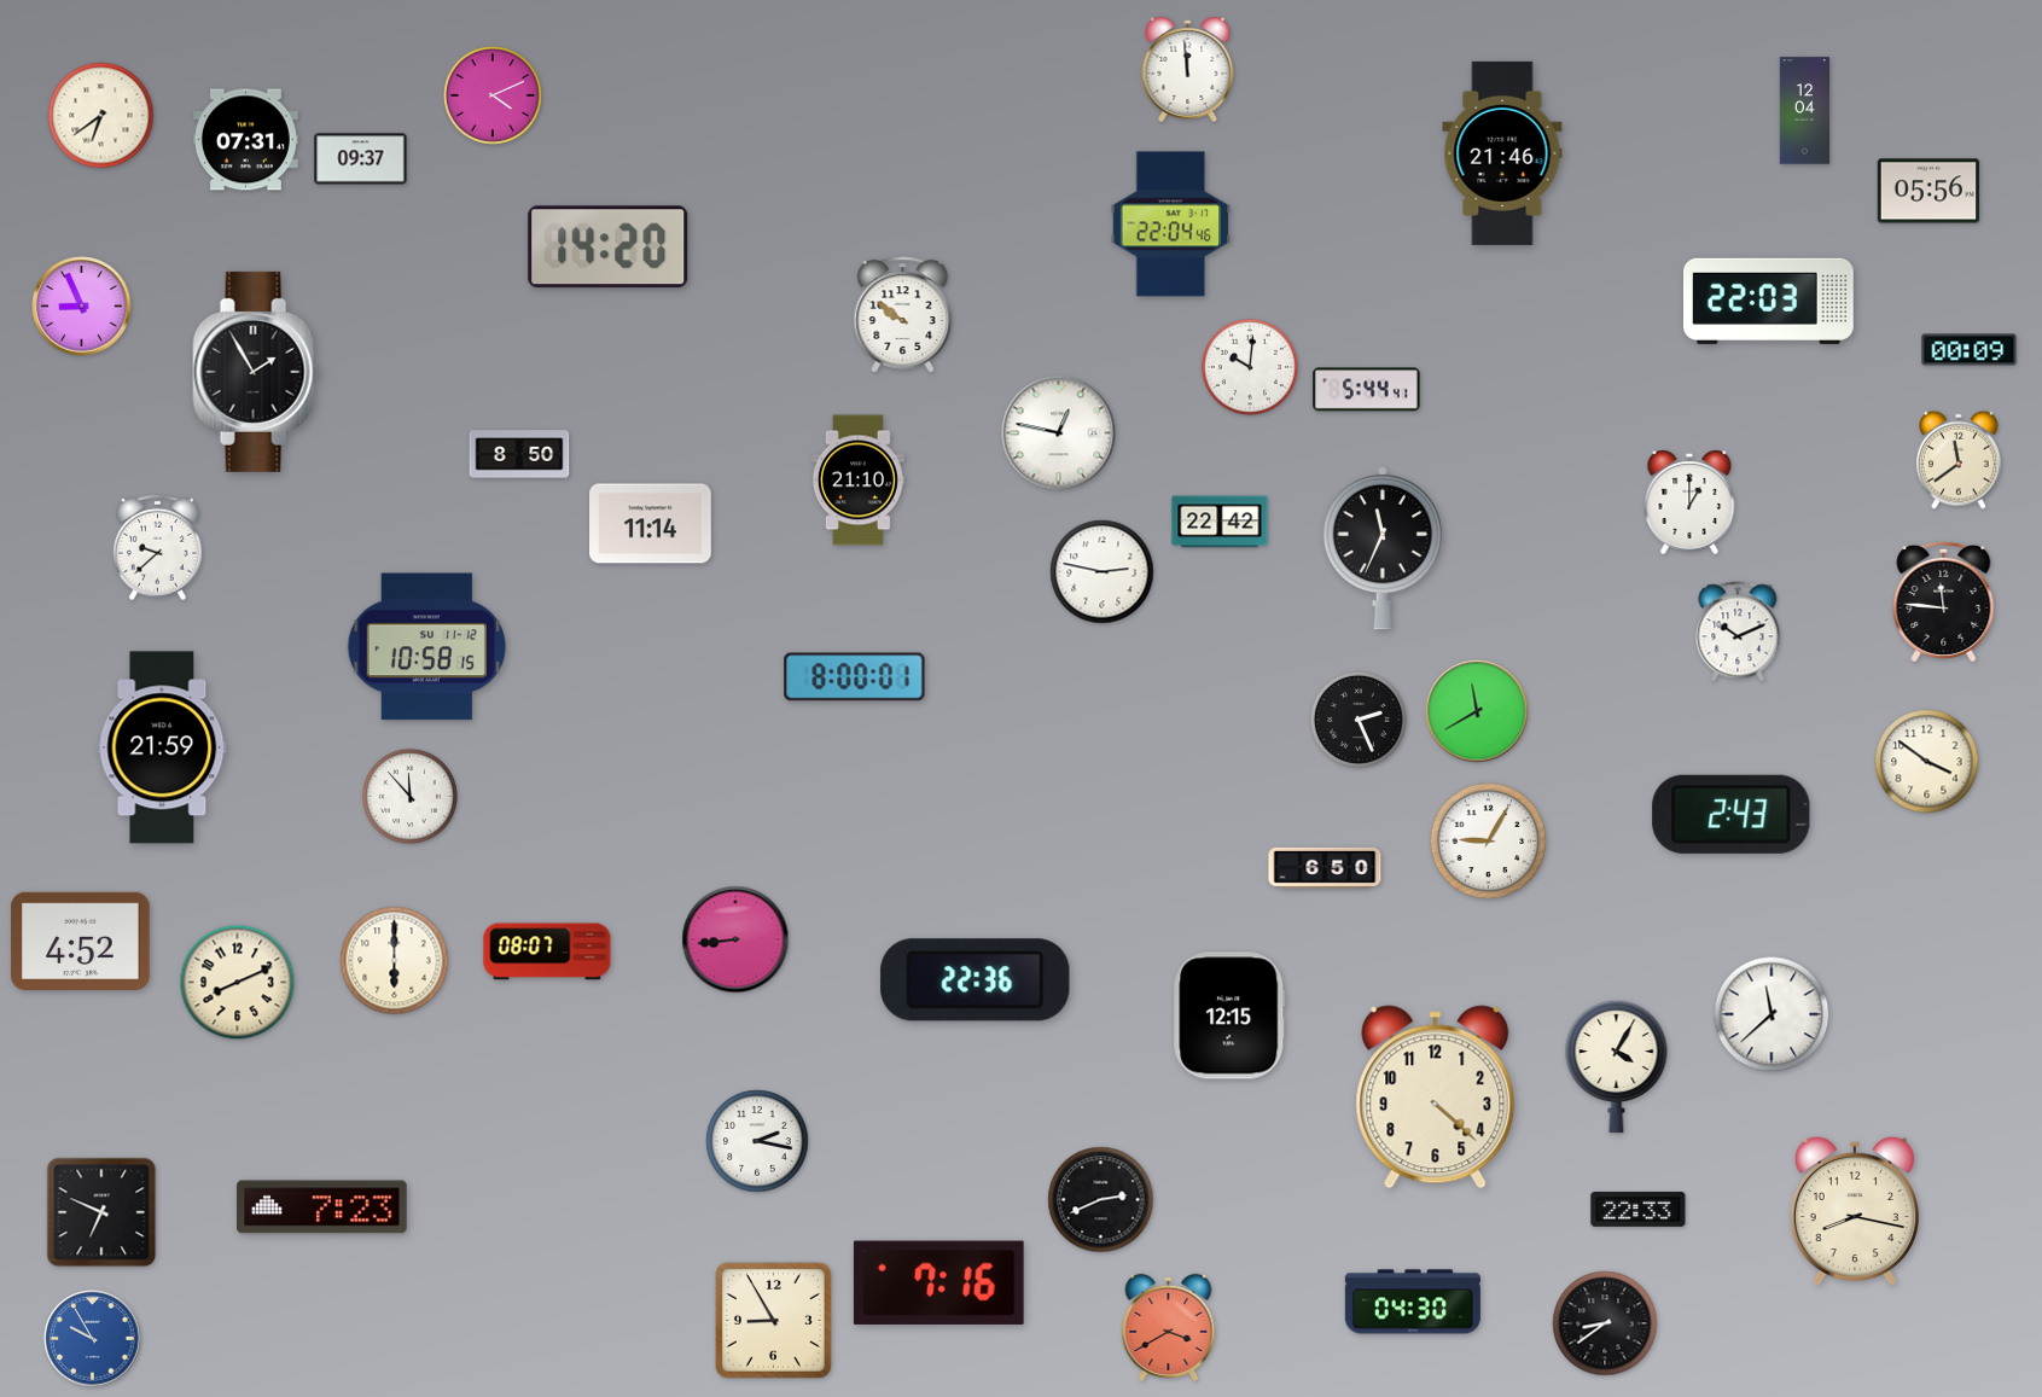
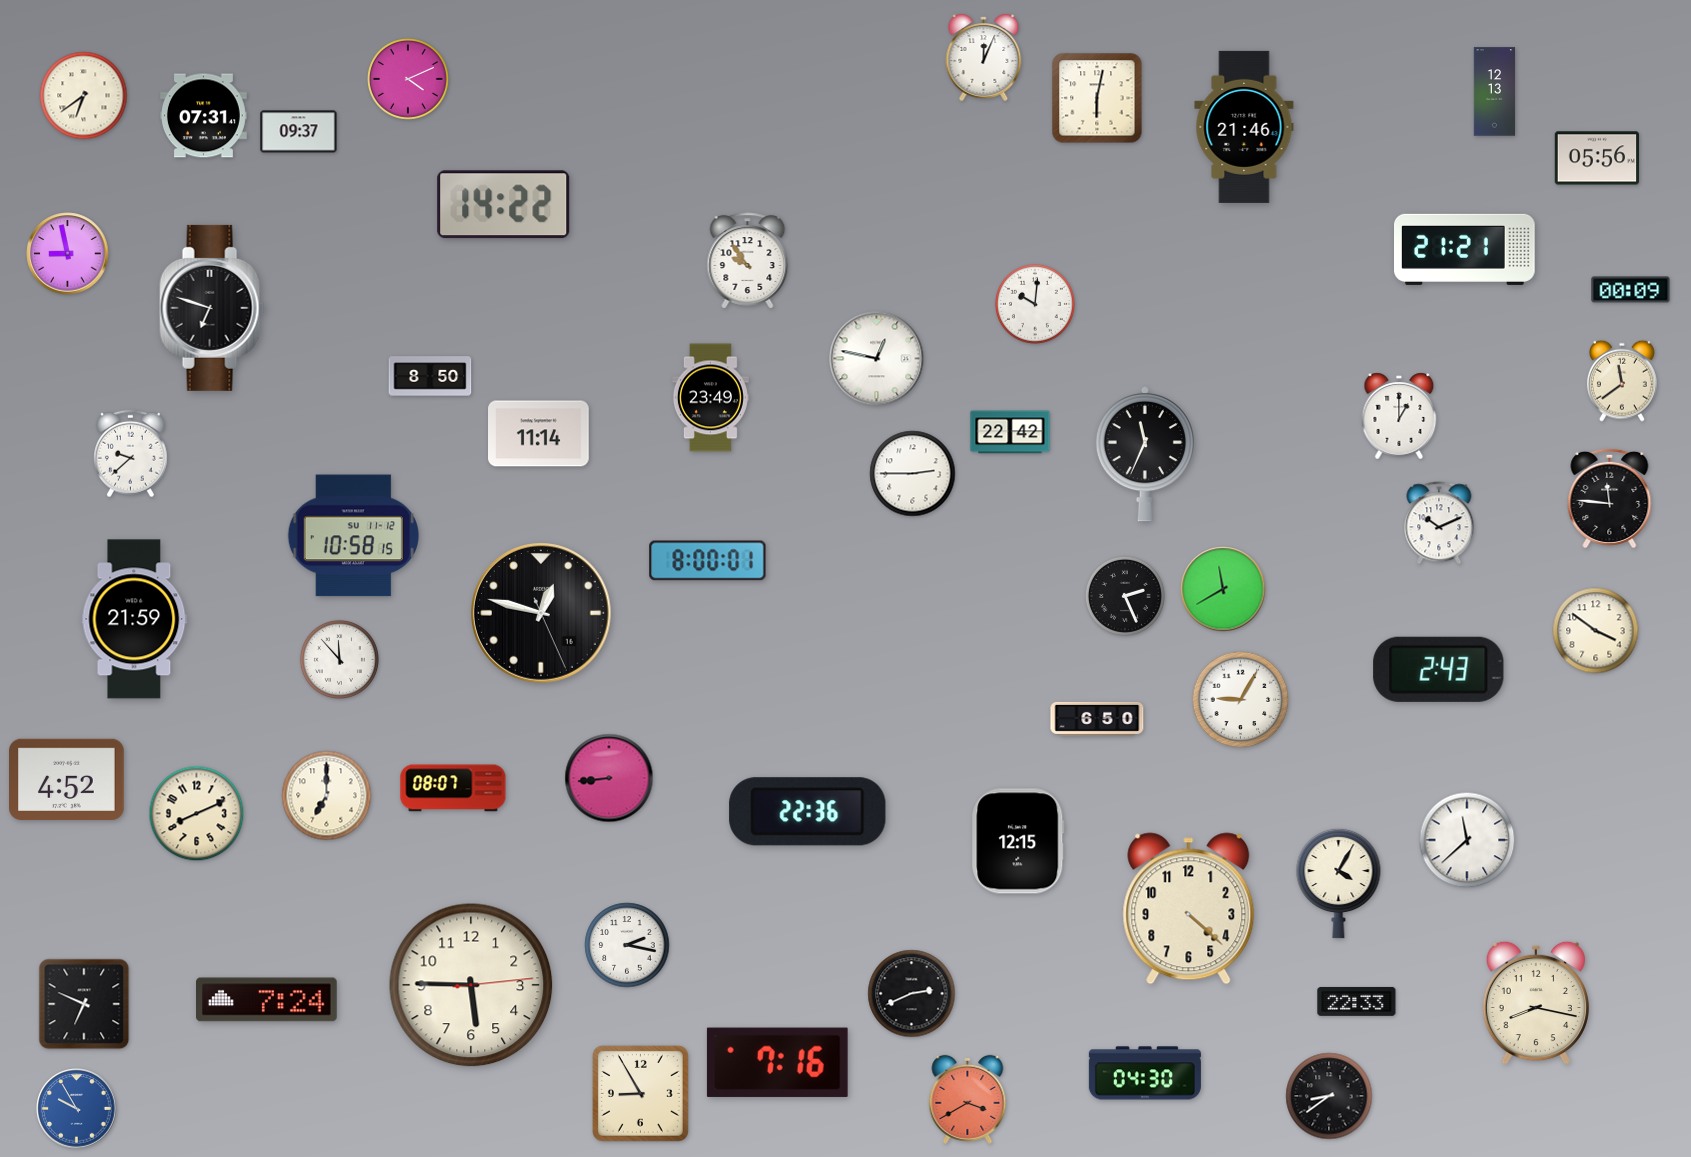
clock at (1188, 69): 11:59 -> 12:04
clock at (1805, 111): 12:04 -> 12:13
clock at (1097, 98): none -> 6:02
clock at (1171, 225): 22:04 -> none
clock at (609, 248): 14:20 -> 14:22
clock at (1769, 301): 22:03 -> 21:21
clock at (82, 307): 8:56 -> 8:58
clock at (903, 315): 9:51 -> 9:54
clock at (256, 372): 1:55 -> 6:48
clock at (1367, 390): 5:44 -> none
clock at (857, 481): 21:10 -> 23:49
clock at (1103, 572): 2:47 -> 2:45
clock at (542, 614): none -> 12:47
clock at (1732, 814) position: (1732, 814) -> (1439, 669)
clock at (1489, 842) position: (1489, 842) -> (1241, 700)
clock at (395, 961): 6:00 -> 7:00
clock at (471, 985): none -> 5:45
clock at (322, 1207): 7:23 -> 7:24
clock at (1413, 1302) position: (1413, 1302) -> (1145, 1073)
